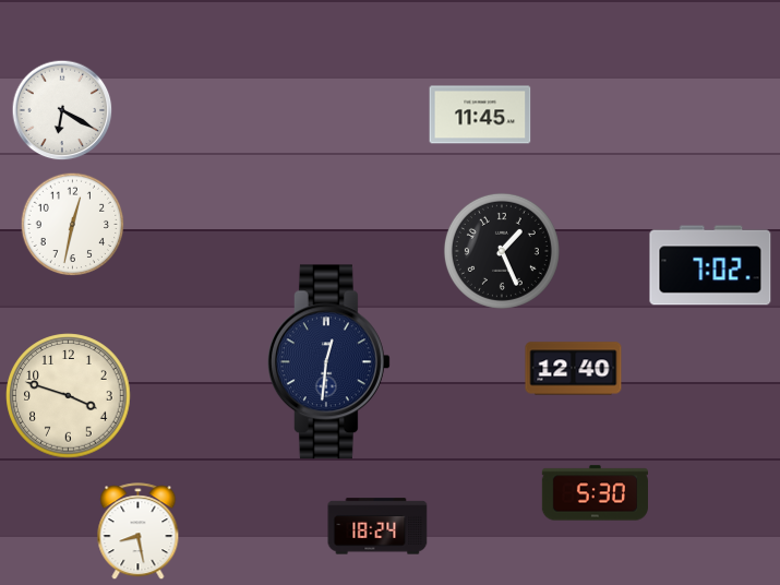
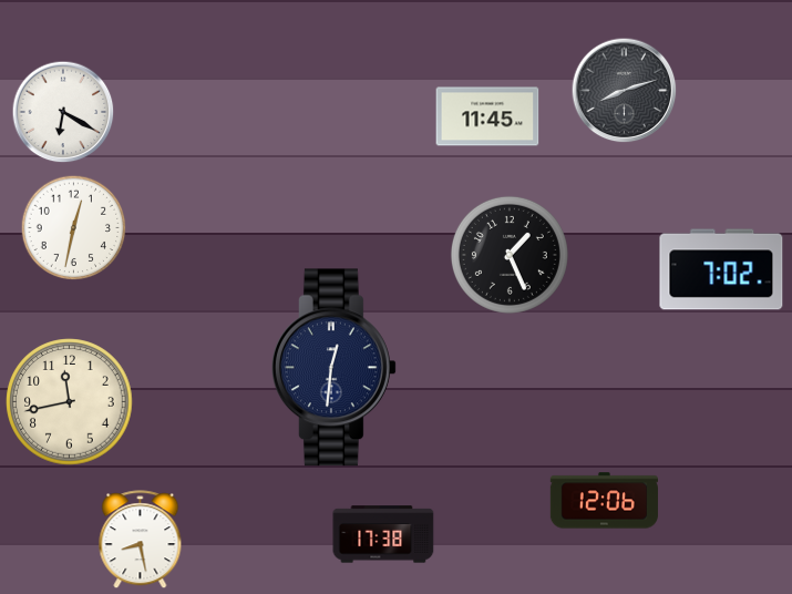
clock at (625, 91): none -> 8:12
clock at (574, 369): 12:40 -> none
clock at (69, 396): 3:48 -> 11:43
clock at (595, 493): 5:30 -> 12:06
clock at (377, 526): 18:24 -> 17:38
